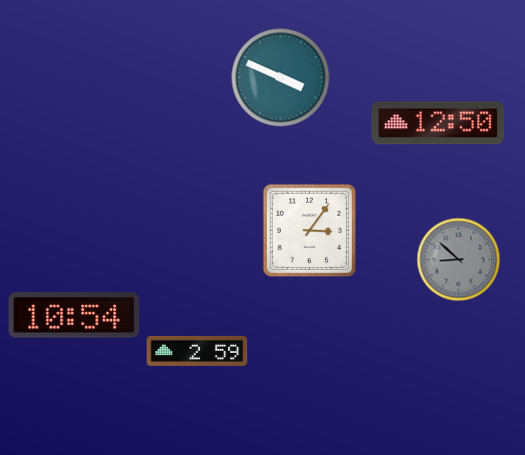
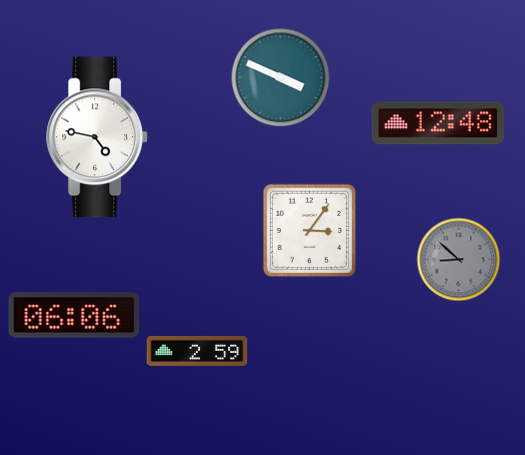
clock at (438, 123): 12:50 -> 12:48
clock at (97, 137): none -> 4:47
clock at (74, 315): 10:54 -> 06:06
